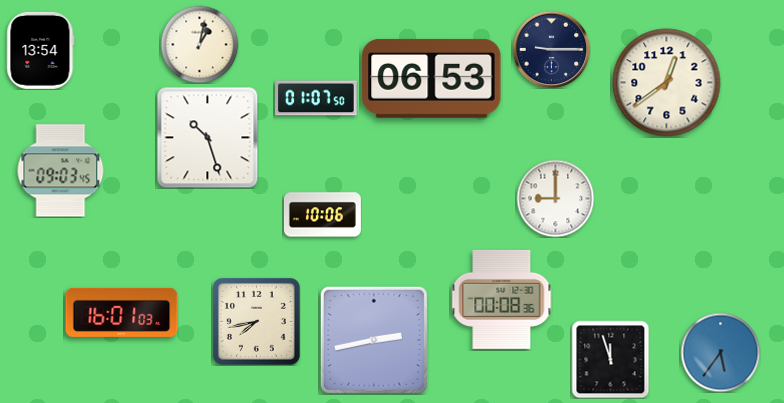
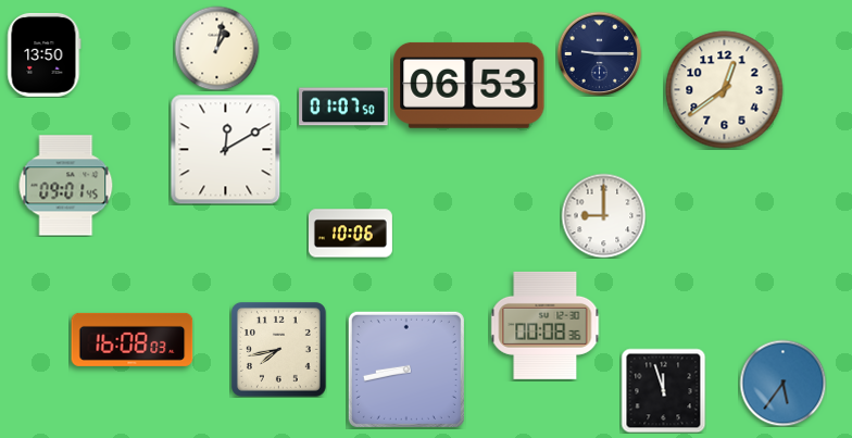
clock at (41, 50): 13:54 -> 13:50
clock at (208, 138): 10:27 -> 12:10
clock at (61, 171): 09:03 -> 09:01
clock at (122, 312): 16:01 -> 16:08
clock at (374, 340): 2:43 -> 8:43
